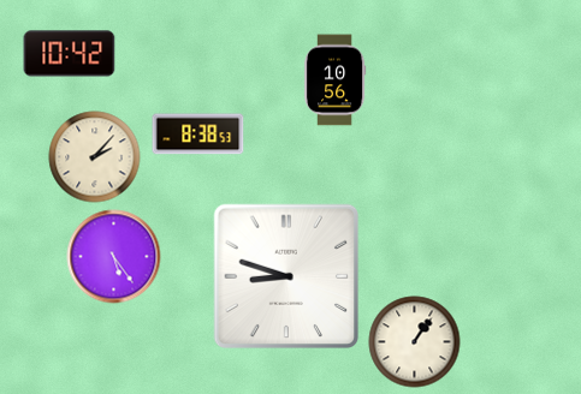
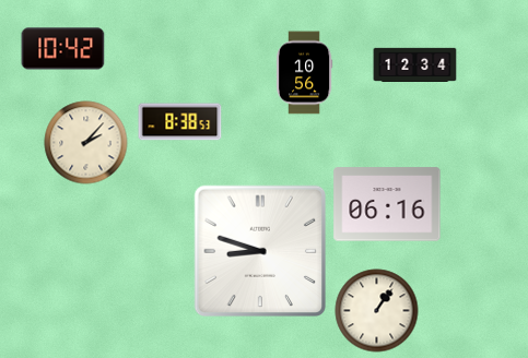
clock at (415, 65): none -> 12:34
clock at (387, 204): none -> 06:16
clock at (114, 257): 5:24 -> none
